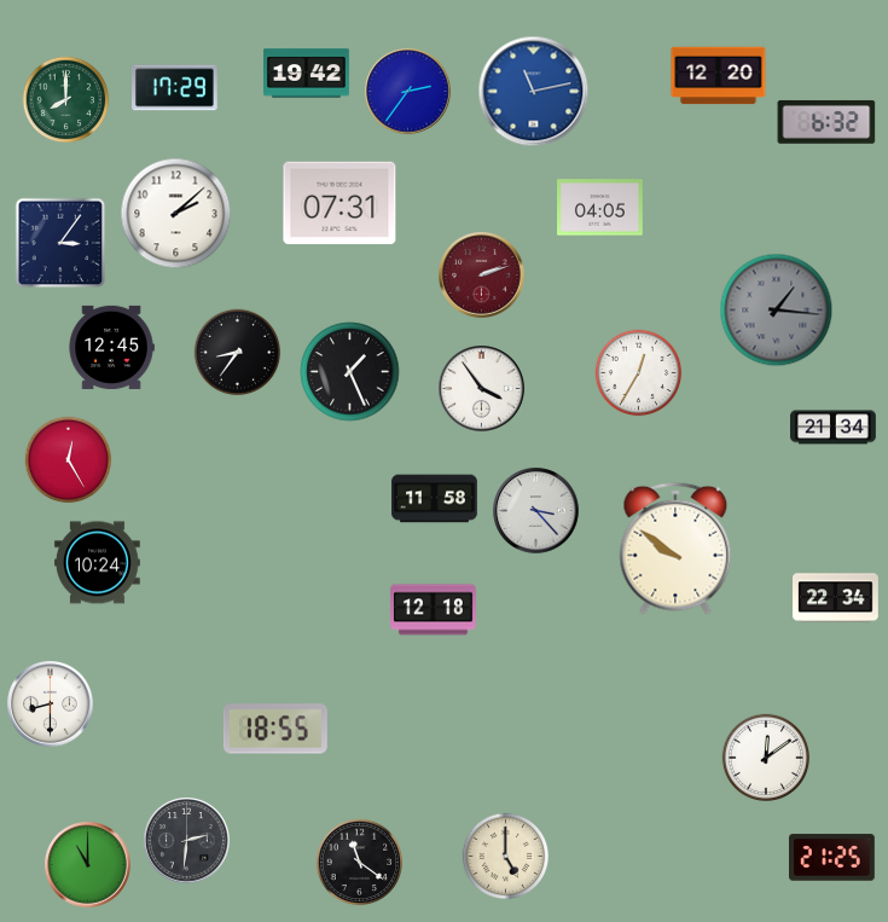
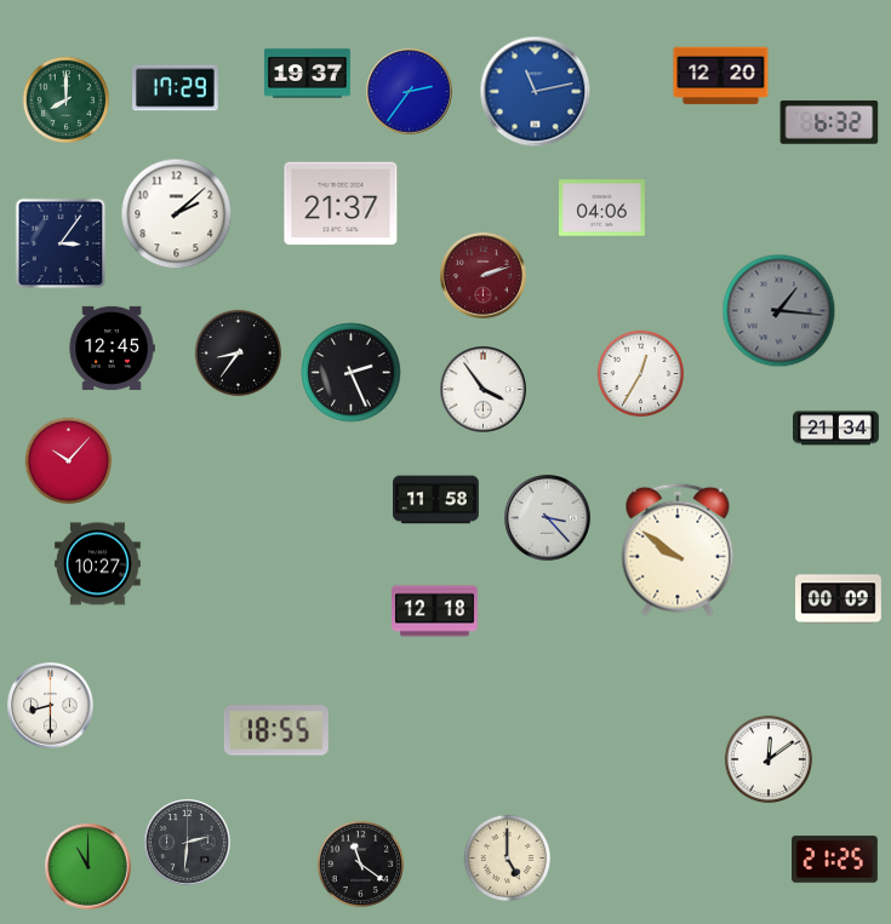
clock at (307, 74): 19:42 -> 19:37
clock at (339, 203): 07:31 -> 21:37
clock at (600, 208): 04:05 -> 04:06
clock at (350, 372): 1:26 -> 2:26
clock at (69, 460): 12:25 -> 10:07
clock at (536, 511) position: (536, 511) -> (548, 518)
clock at (98, 563): 10:24 -> 10:27
clock at (836, 598): 22:34 -> 00:09
